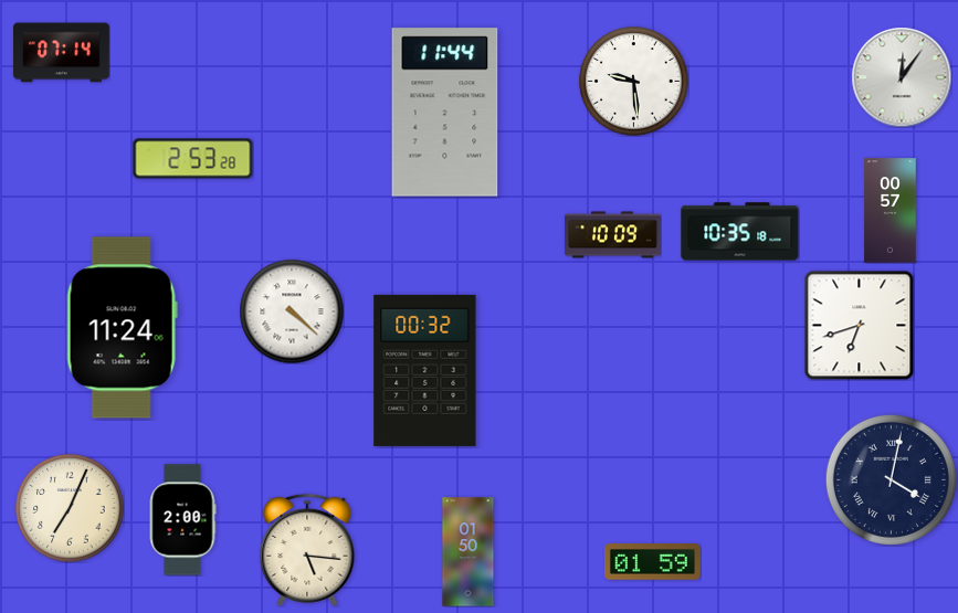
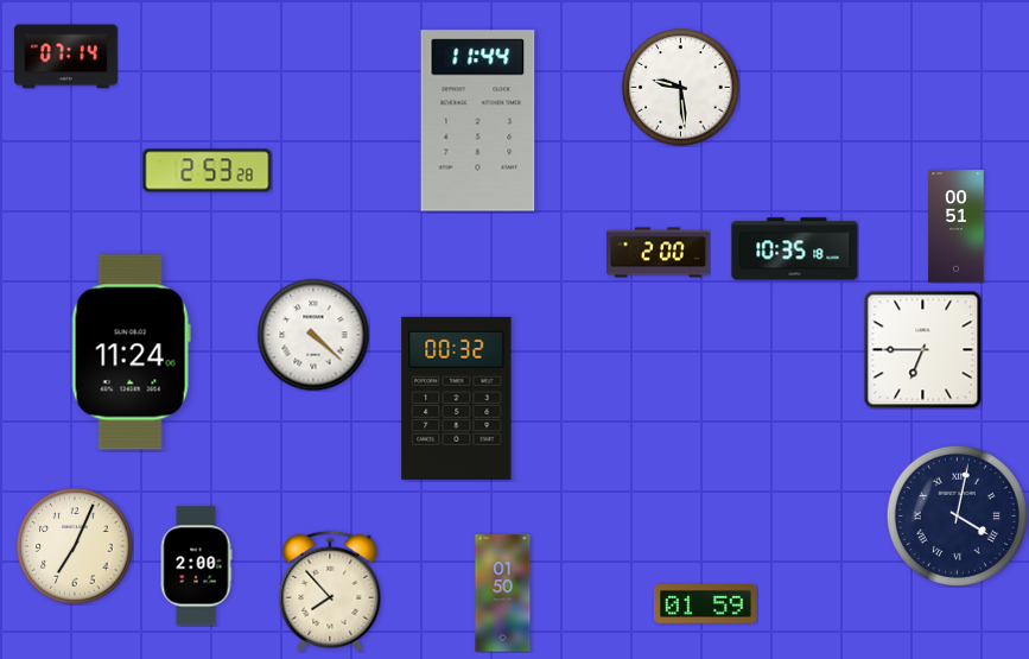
clock at (902, 77): 12:06 -> none
clock at (891, 211): 00:57 -> 00:51
clock at (613, 235): 10:09 -> 2:00
clock at (859, 325): 6:42 -> 6:45
clock at (182, 520) position: (182, 520) -> (196, 566)
clock at (307, 550): 5:16 -> 7:53
clock at (652, 562) position: (652, 562) -> (705, 604)
